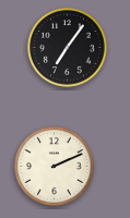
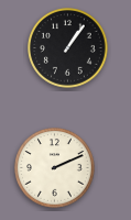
clock at (68, 48): 7:06 -> 1:06
